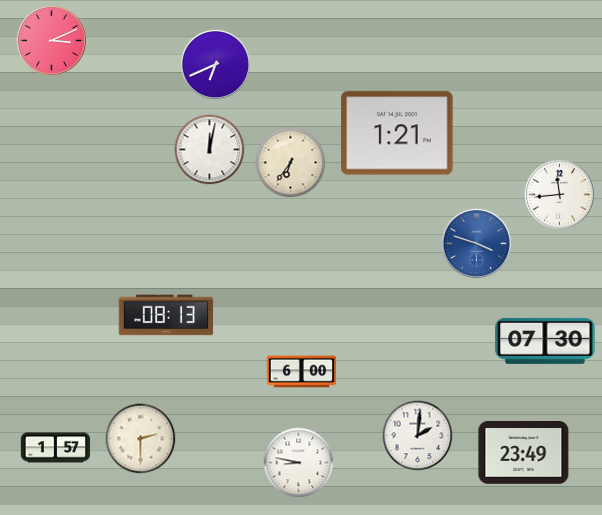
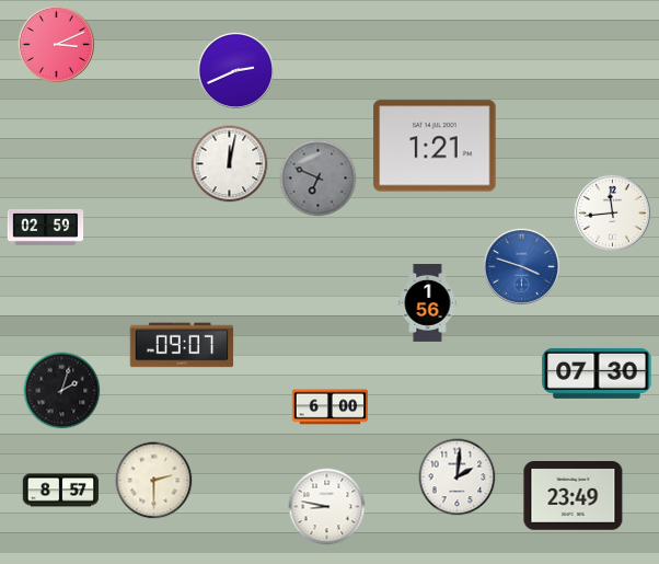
clock at (215, 64): 6:41 -> 2:41
clock at (291, 163): 6:36 -> 6:49
clock at (291, 163) dial: cream -> grey
clock at (46, 227): none -> 02:59
clock at (428, 302): none -> 1:56
clock at (166, 315): 08:13 -> 09:07
clock at (62, 391): none -> 2:03
clock at (56, 448): 1:57 -> 8:57
